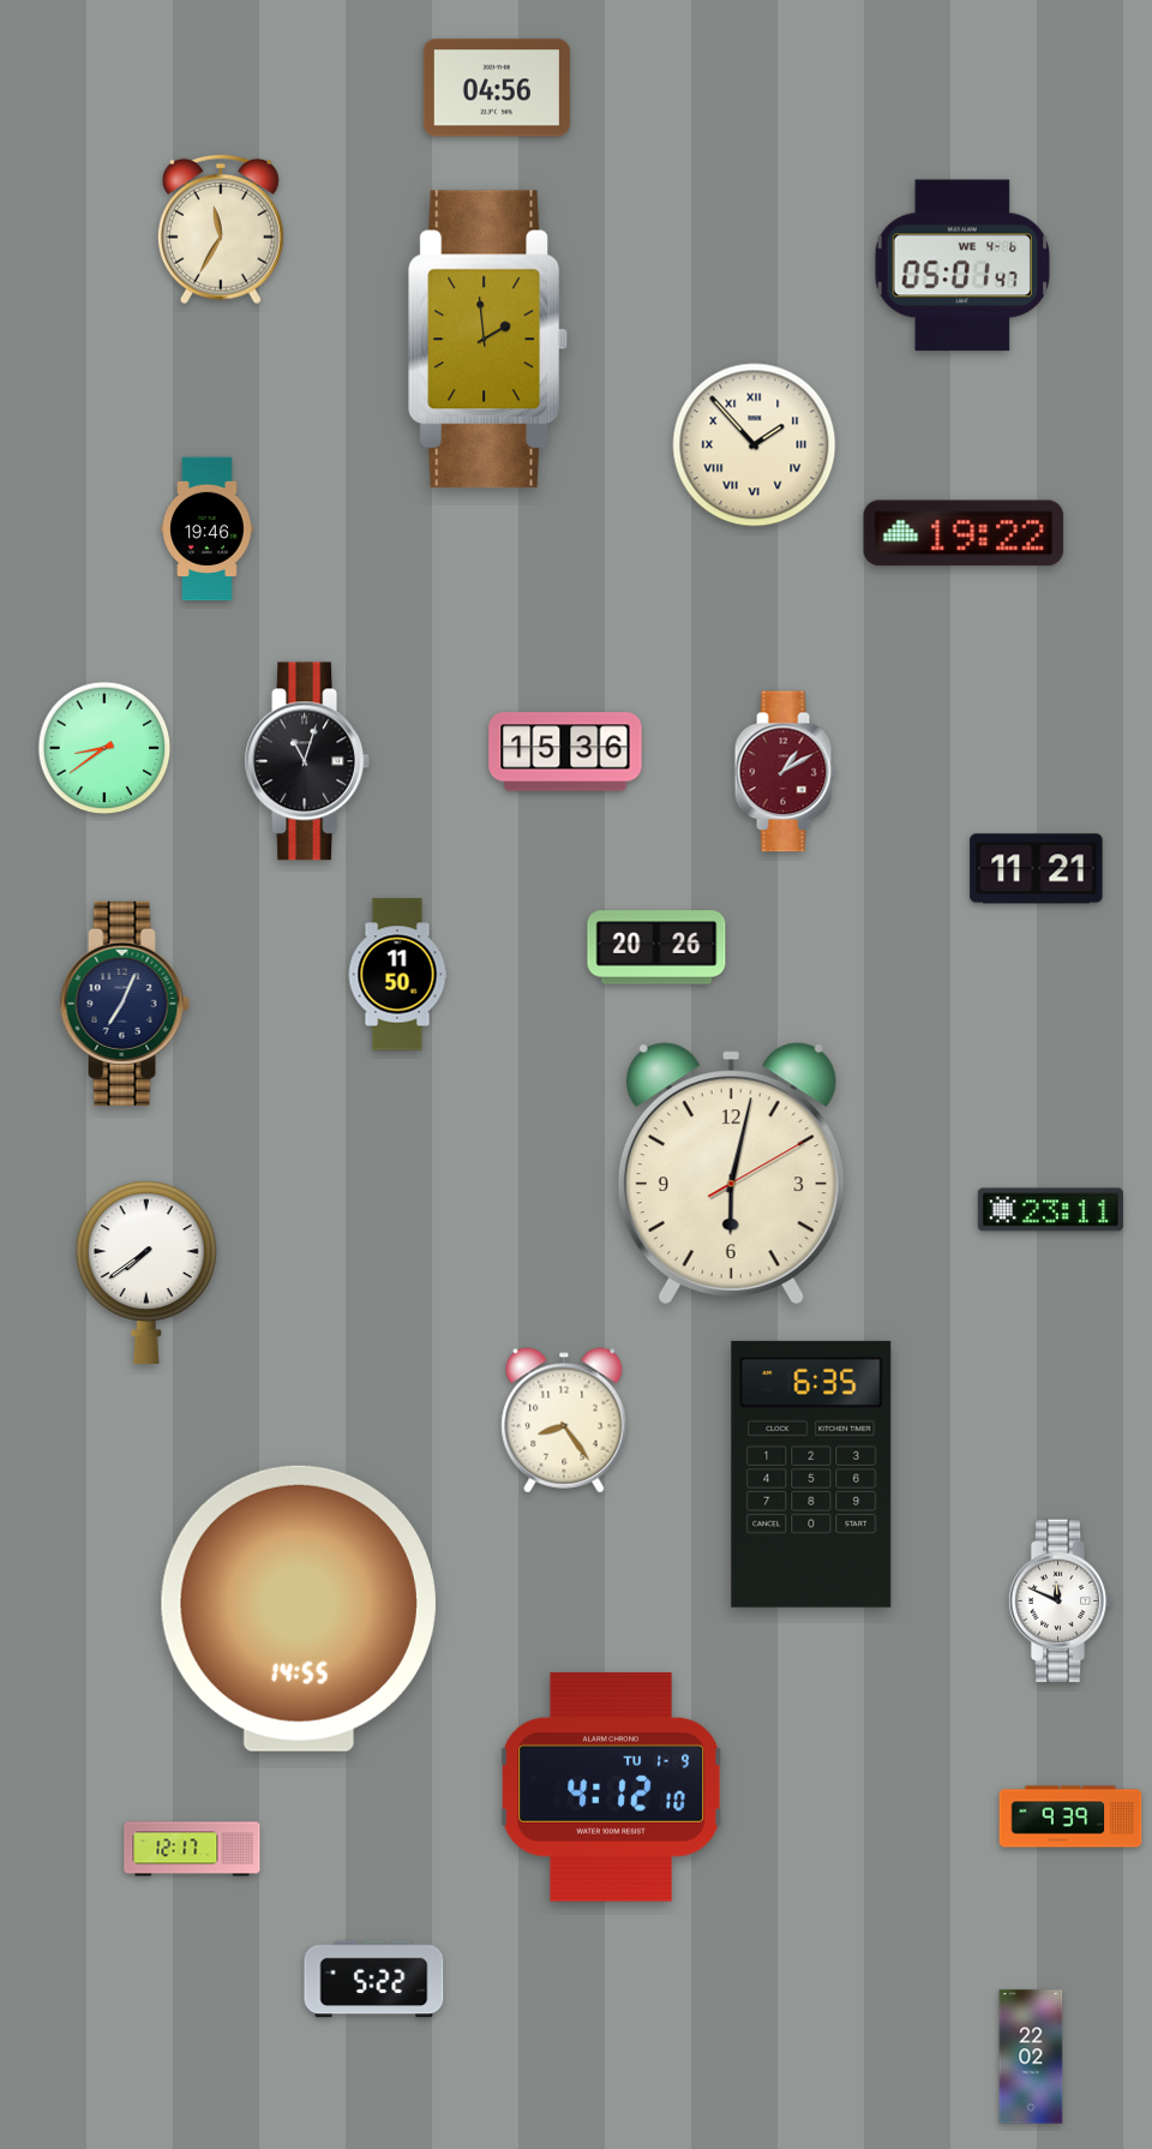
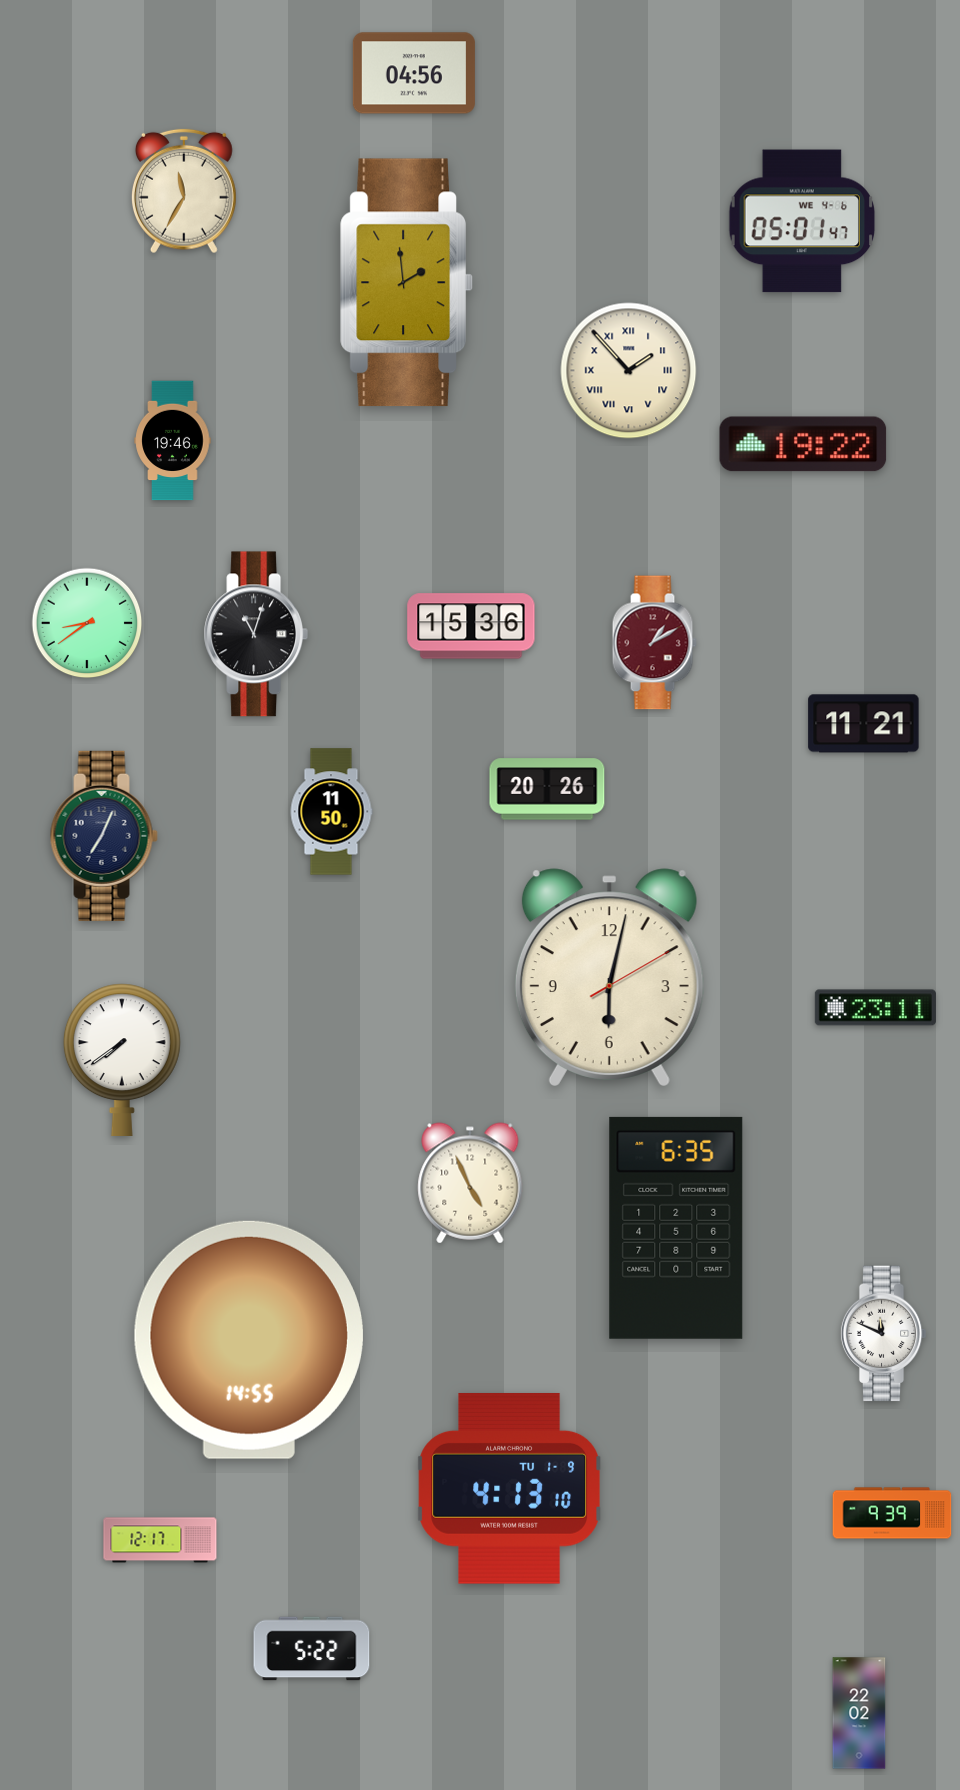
clock at (564, 1420): 8:24 -> 4:56
clock at (611, 1786): 4:12 -> 4:13
